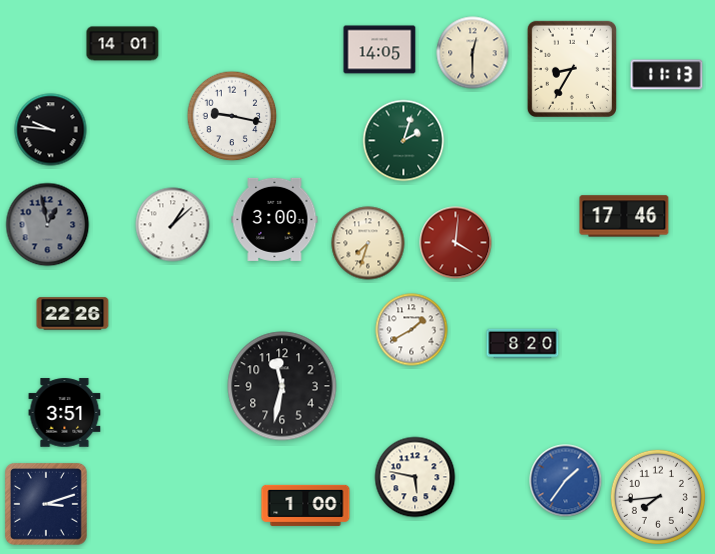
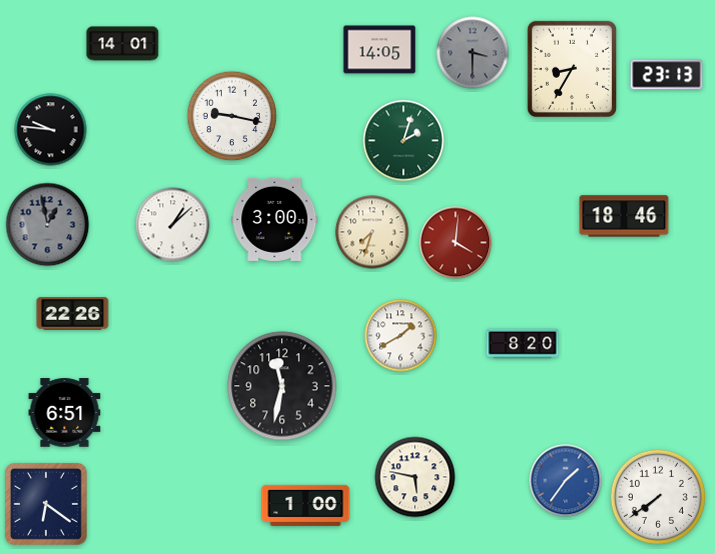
clock at (473, 53): 12:30 -> 3:30
clock at (473, 53) dial: cream -> grey
clock at (667, 75): 11:13 -> 23:13
clock at (624, 216): 17:46 -> 18:46
clock at (368, 243) position: (368, 243) -> (372, 232)
clock at (412, 330) position: (412, 330) -> (401, 336)
clock at (65, 413): 3:51 -> 6:51
clock at (658, 497): 7:44 -> 7:39
clock at (46, 504): 3:12 -> 6:21
